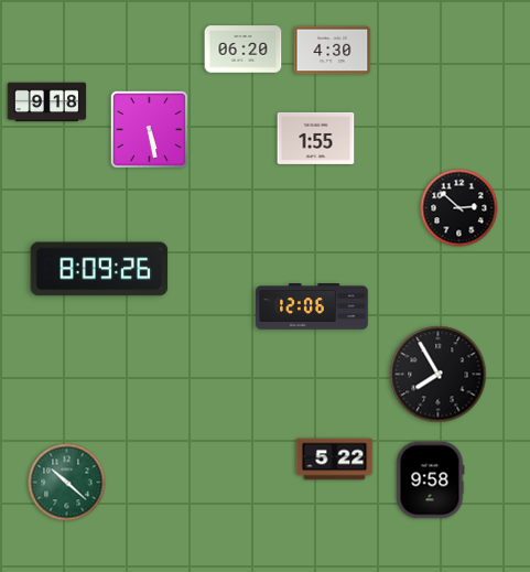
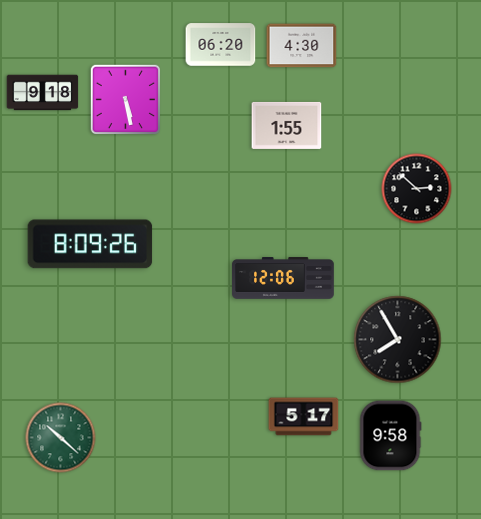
clock at (150, 129) position: (150, 129) -> (126, 99)
clock at (335, 460): 5:22 -> 5:17
